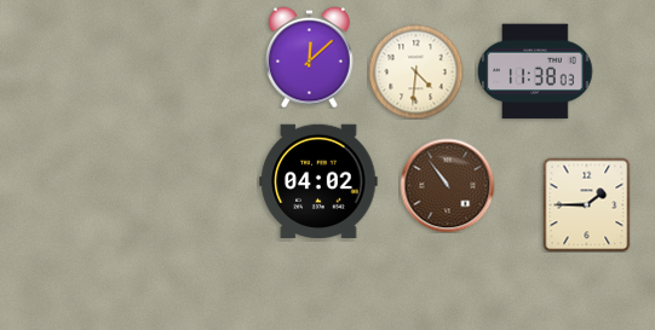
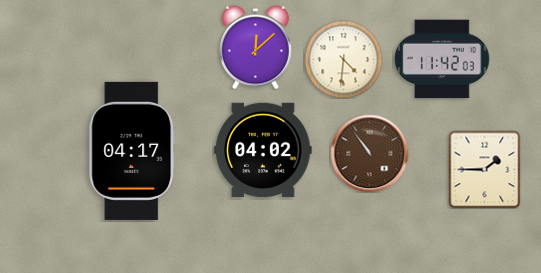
clock at (535, 71): 11:38 -> 11:42
clock at (132, 151): none -> 04:17
